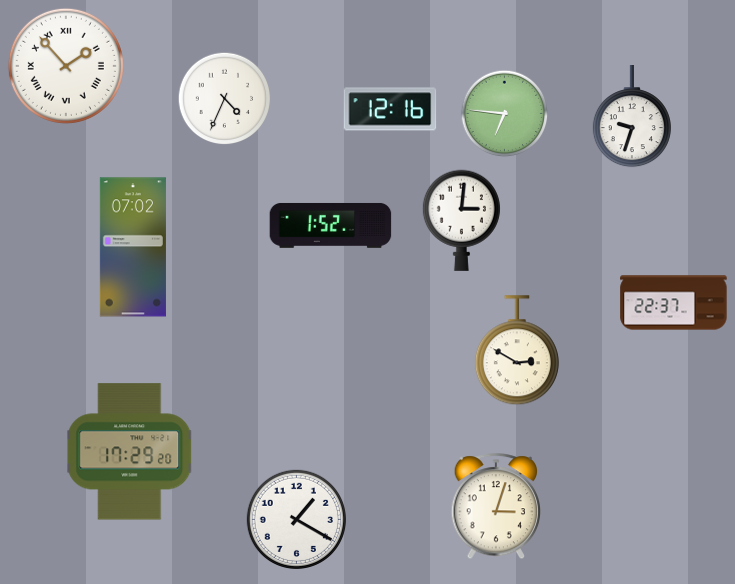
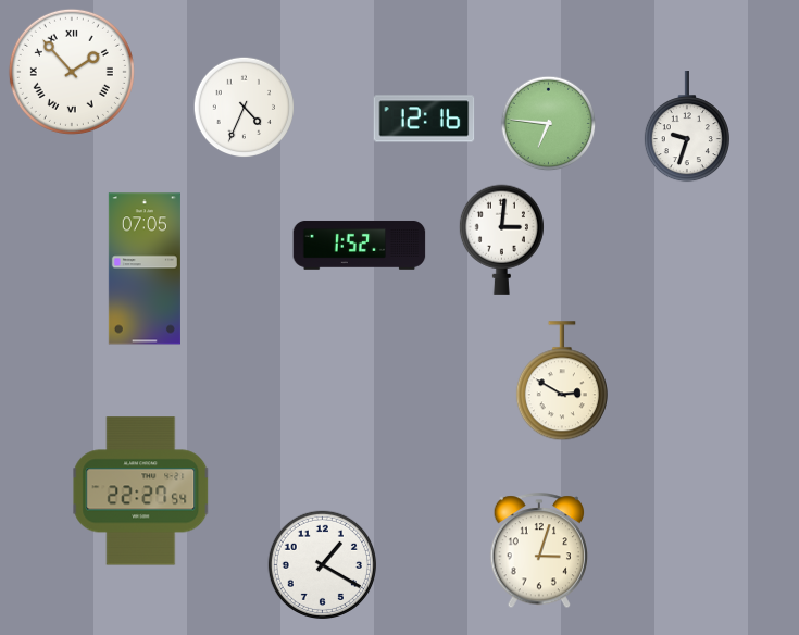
clock at (133, 247): 07:02 -> 07:05
clock at (674, 303): 22:37 -> none
clock at (130, 452): 17:29 -> 22:27
